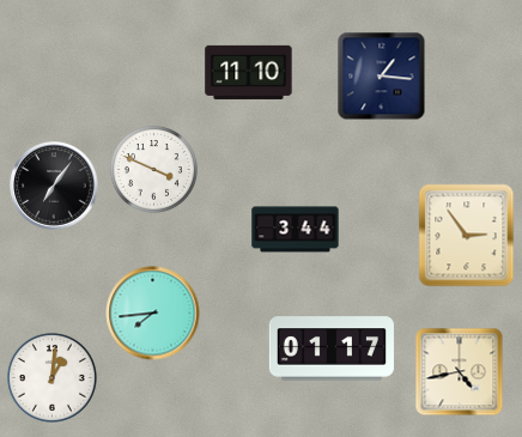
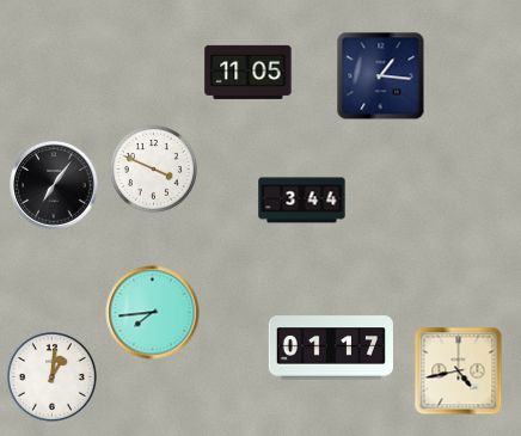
clock at (249, 72): 11:10 -> 11:05
clock at (296, 230) position: (296, 230) -> (302, 201)
clock at (467, 236): 2:54 -> none
